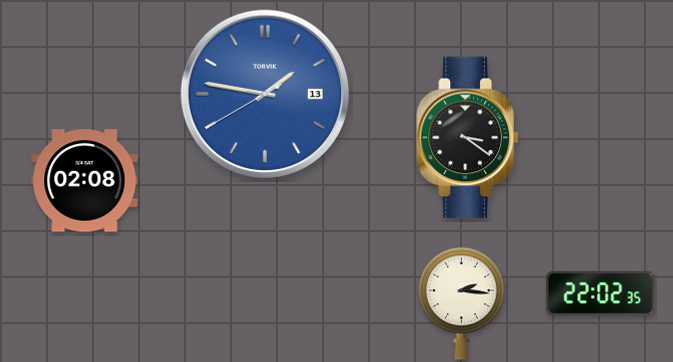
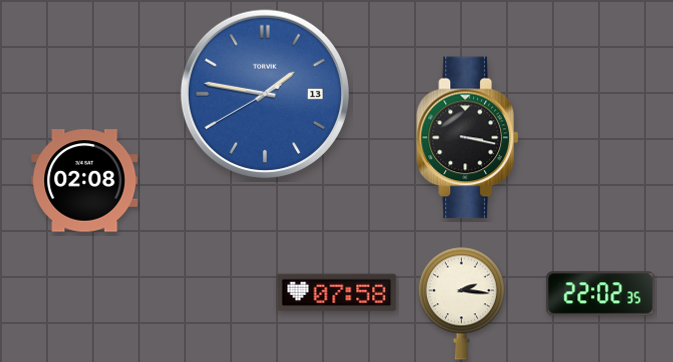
clock at (468, 138): 3:21 -> 3:17
clock at (337, 293): none -> 07:58
